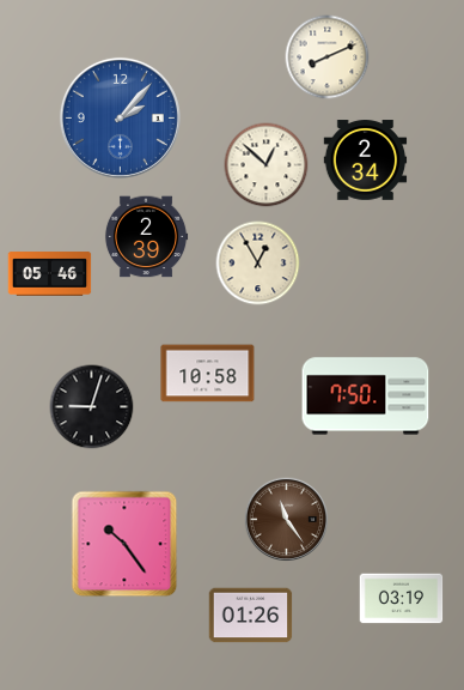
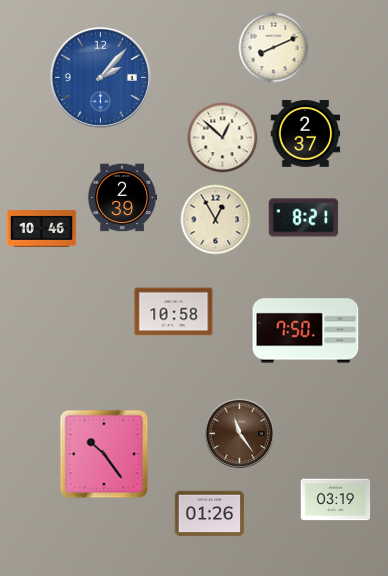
clock at (120, 117) position: (120, 117) -> (100, 77)
clock at (366, 161): 2:34 -> 2:37
clock at (304, 218): none -> 8:21
clock at (50, 274): 05:46 -> 10:46
clock at (92, 407): 9:03 -> none
